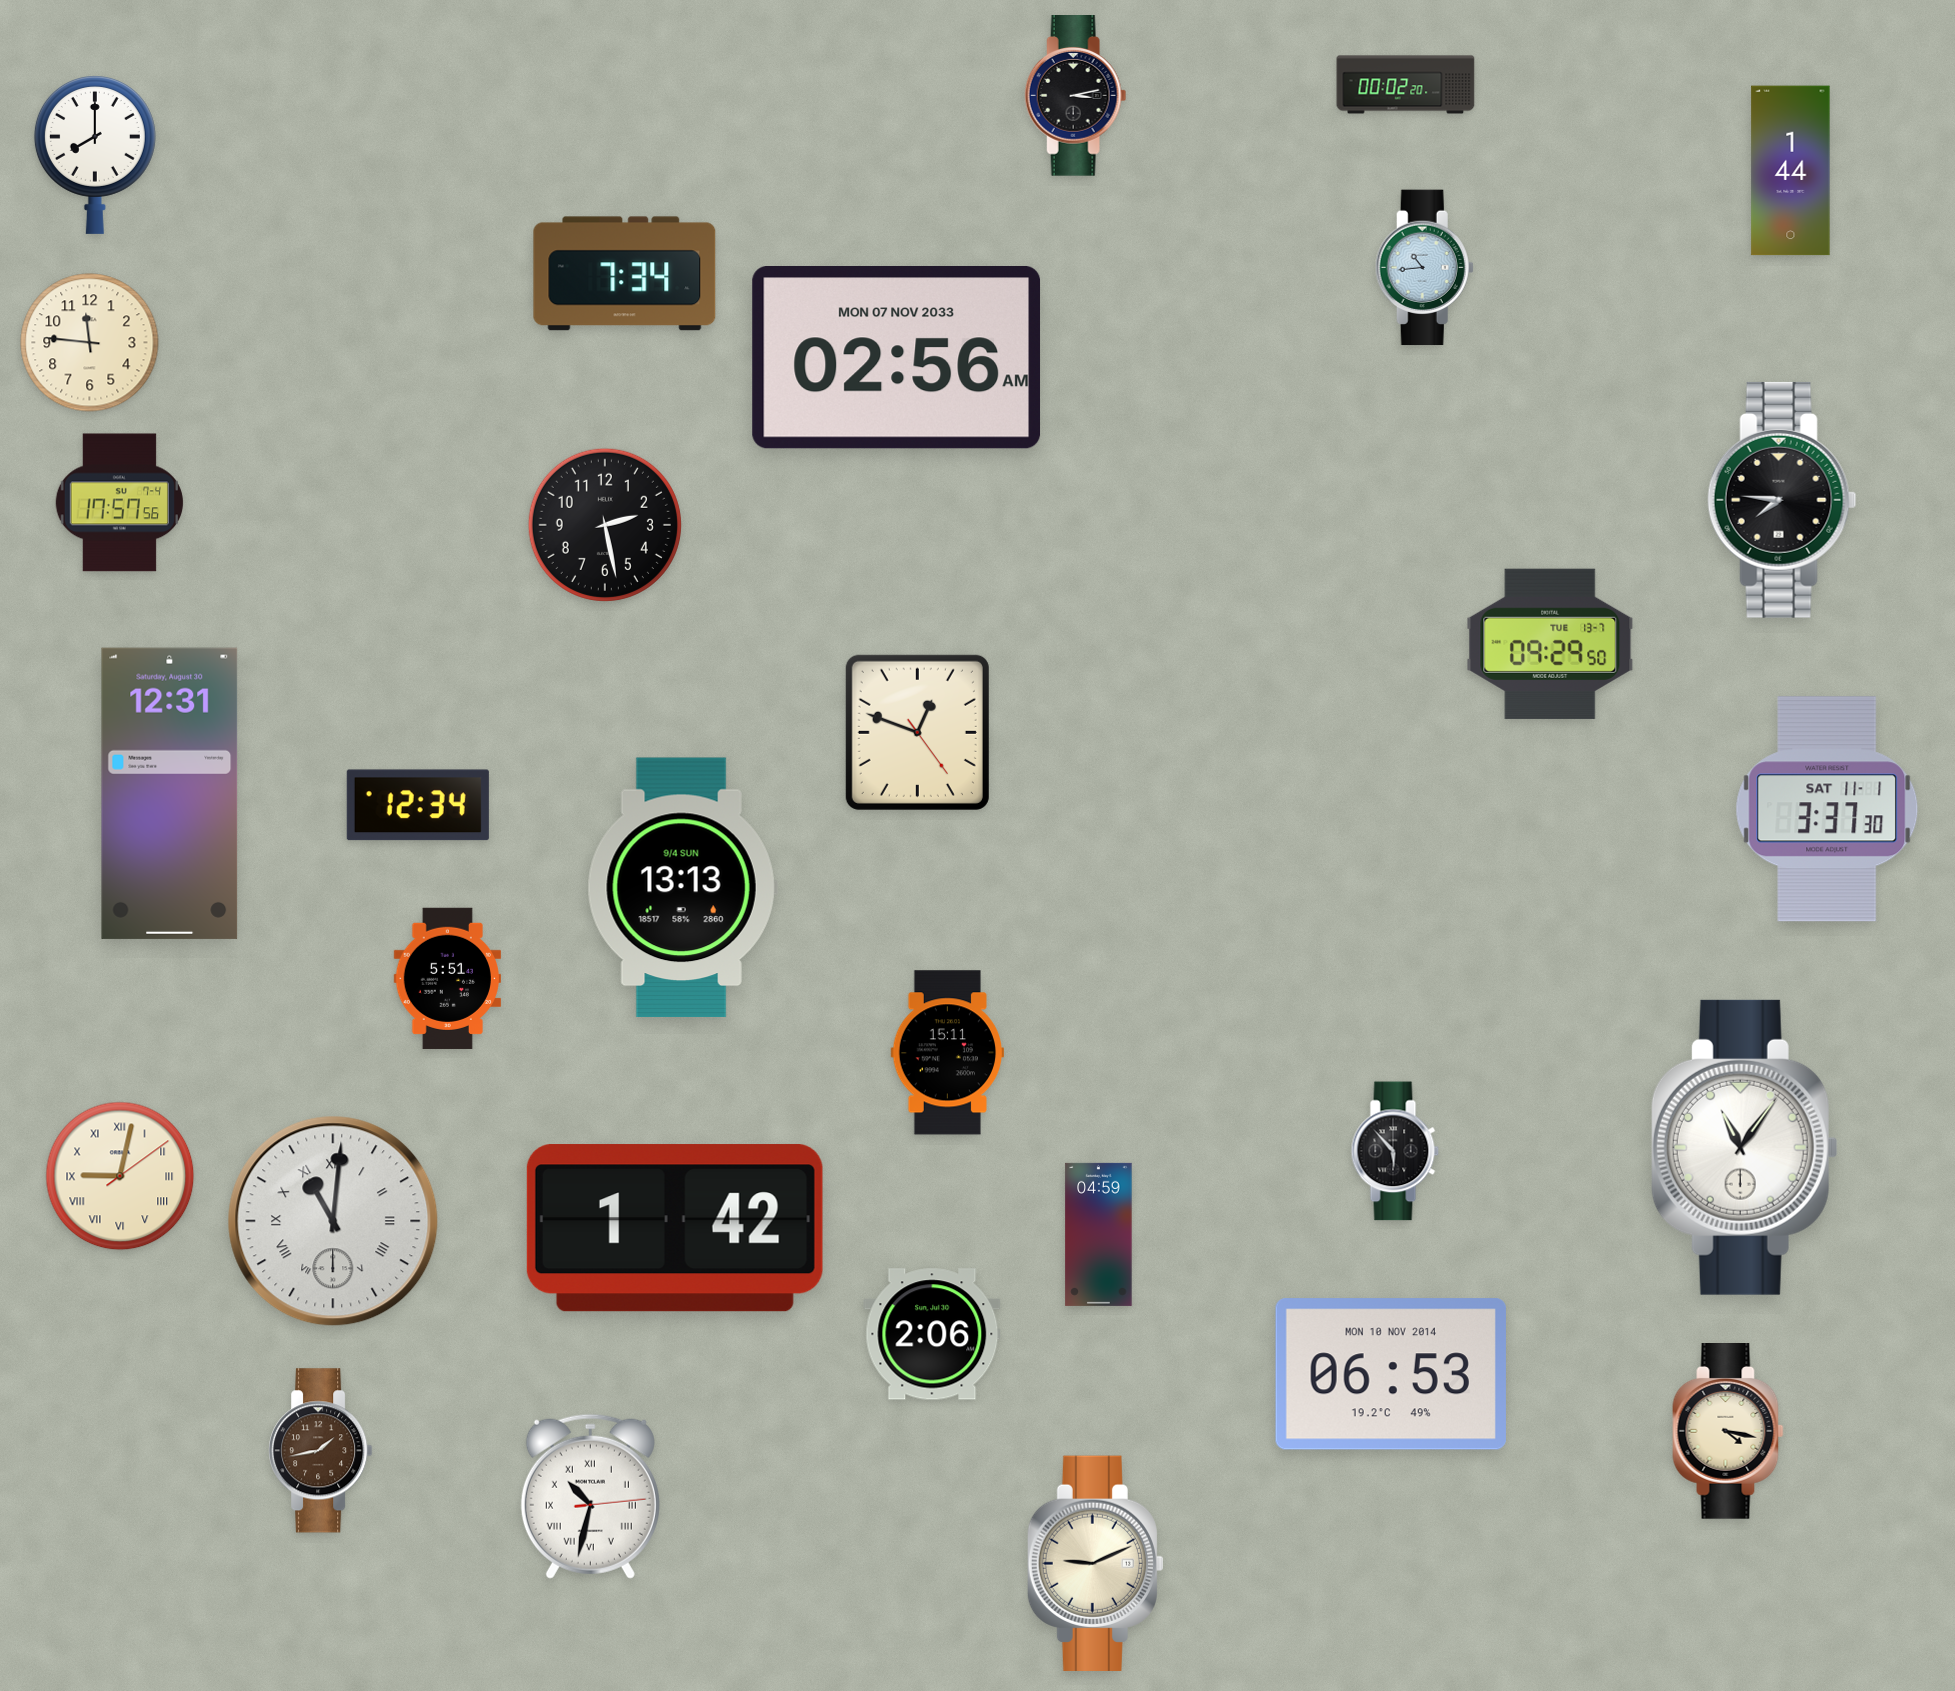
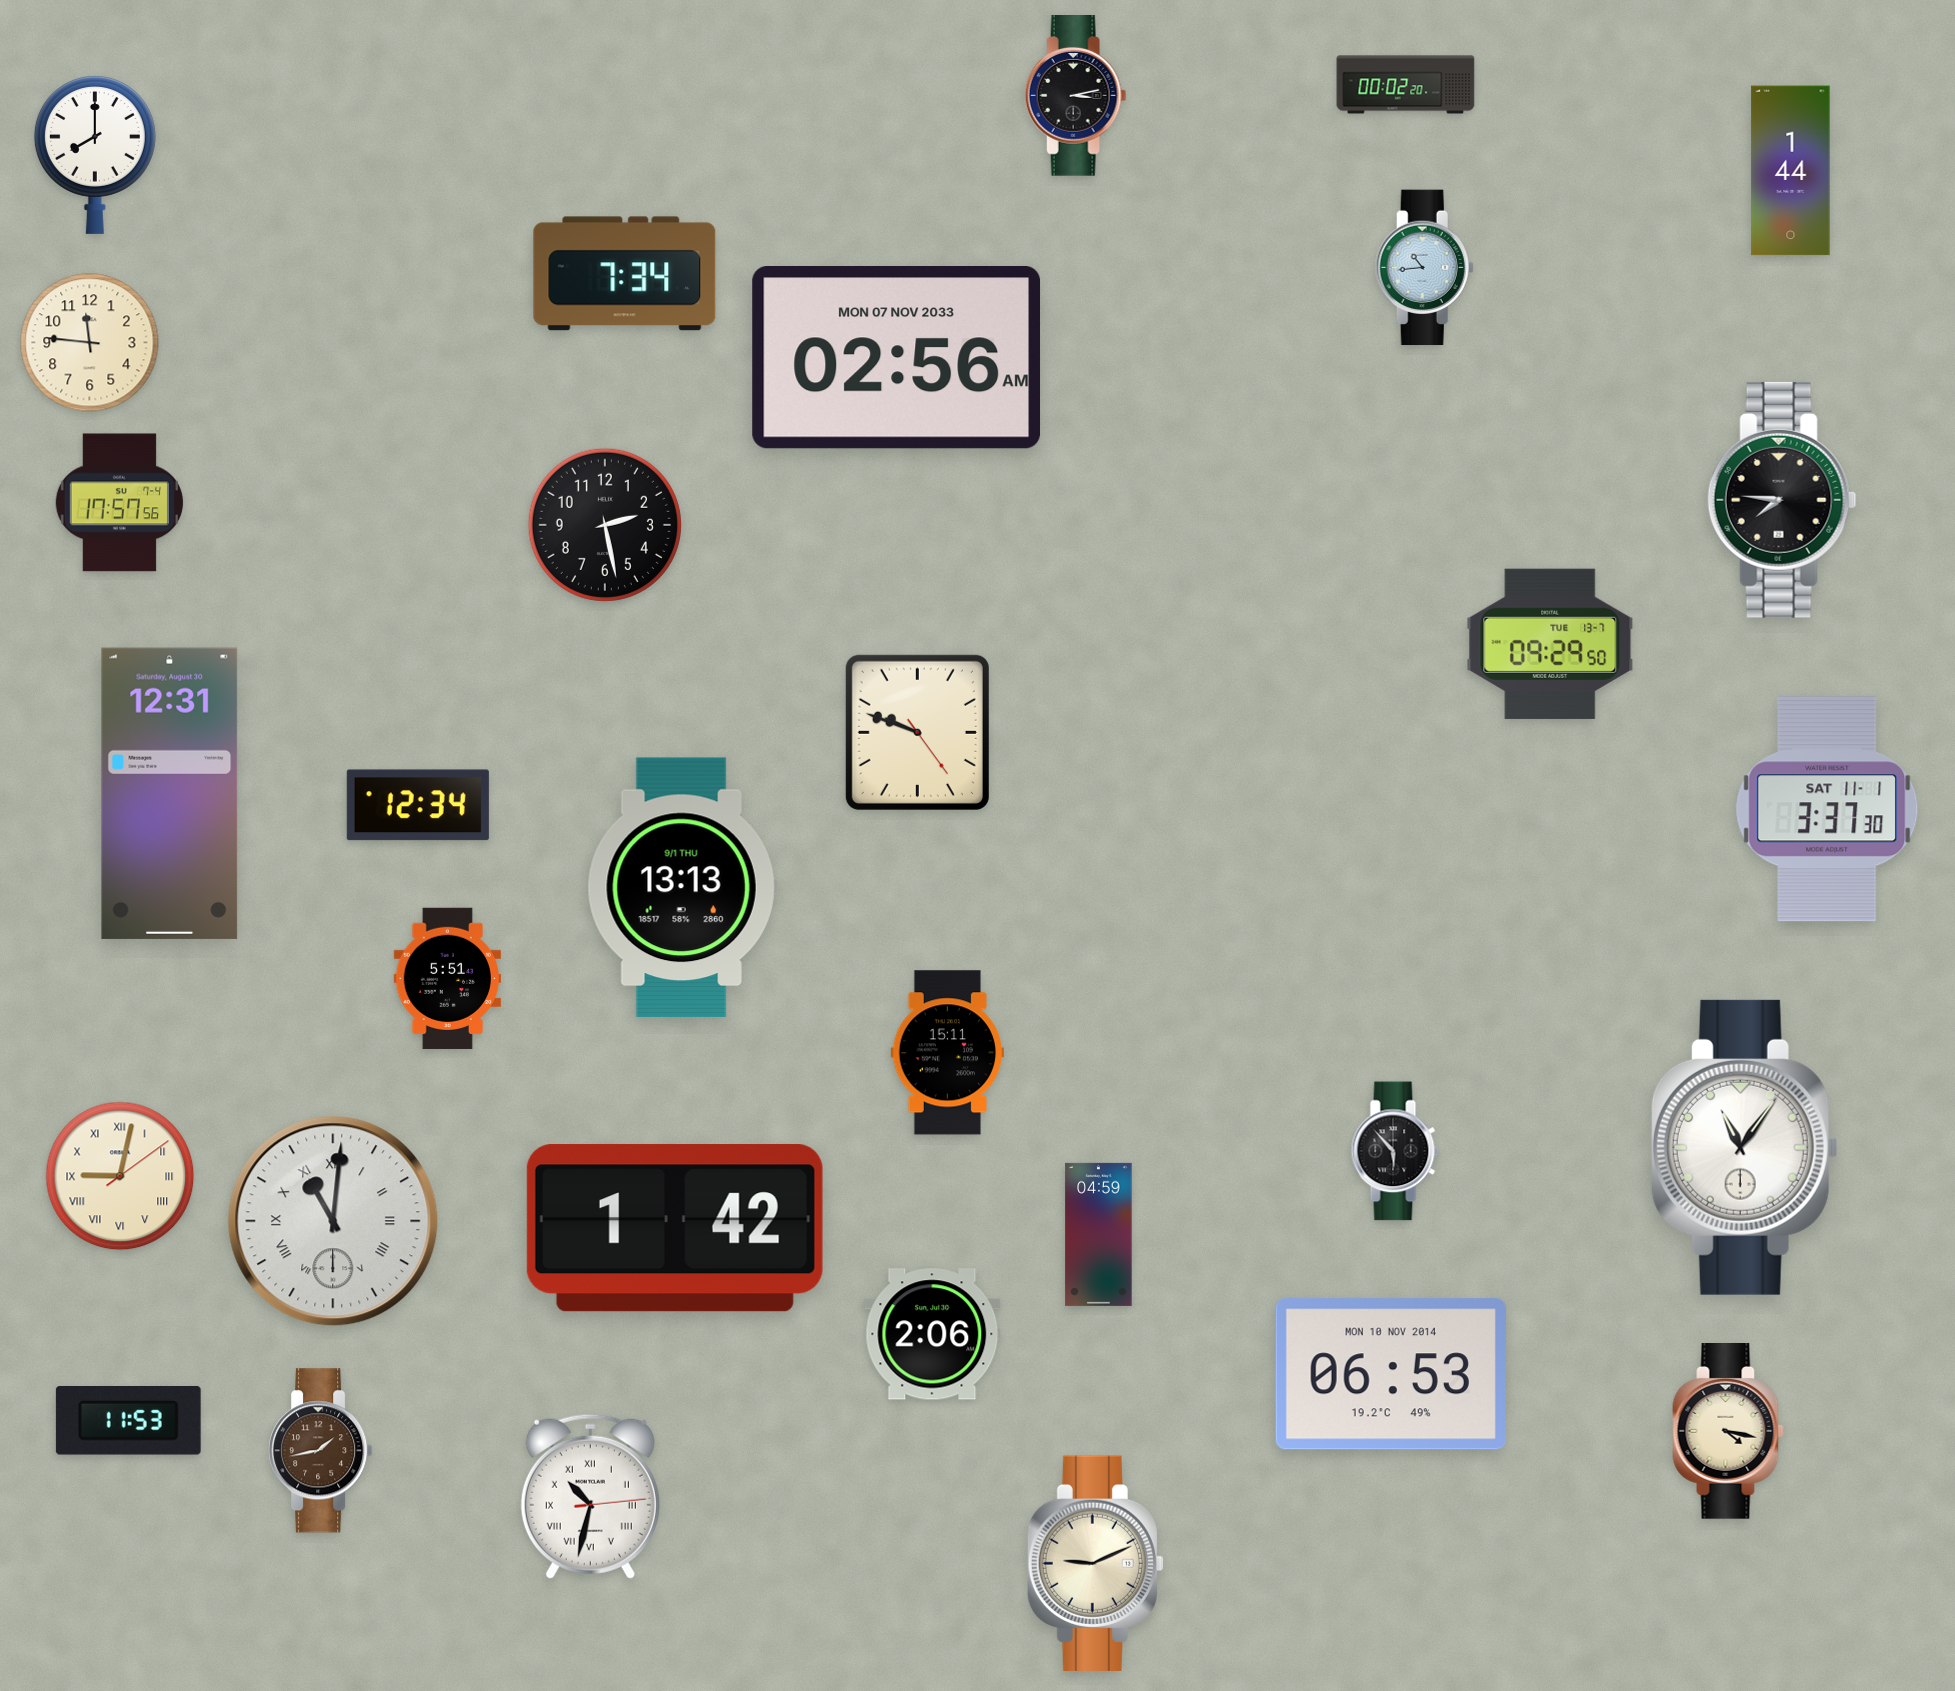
clock at (917, 732): 12:48 -> 9:48
clock at (682, 887) date: 9/4 SUN -> 9/1 THU
clock at (128, 1421): none -> 11:53
